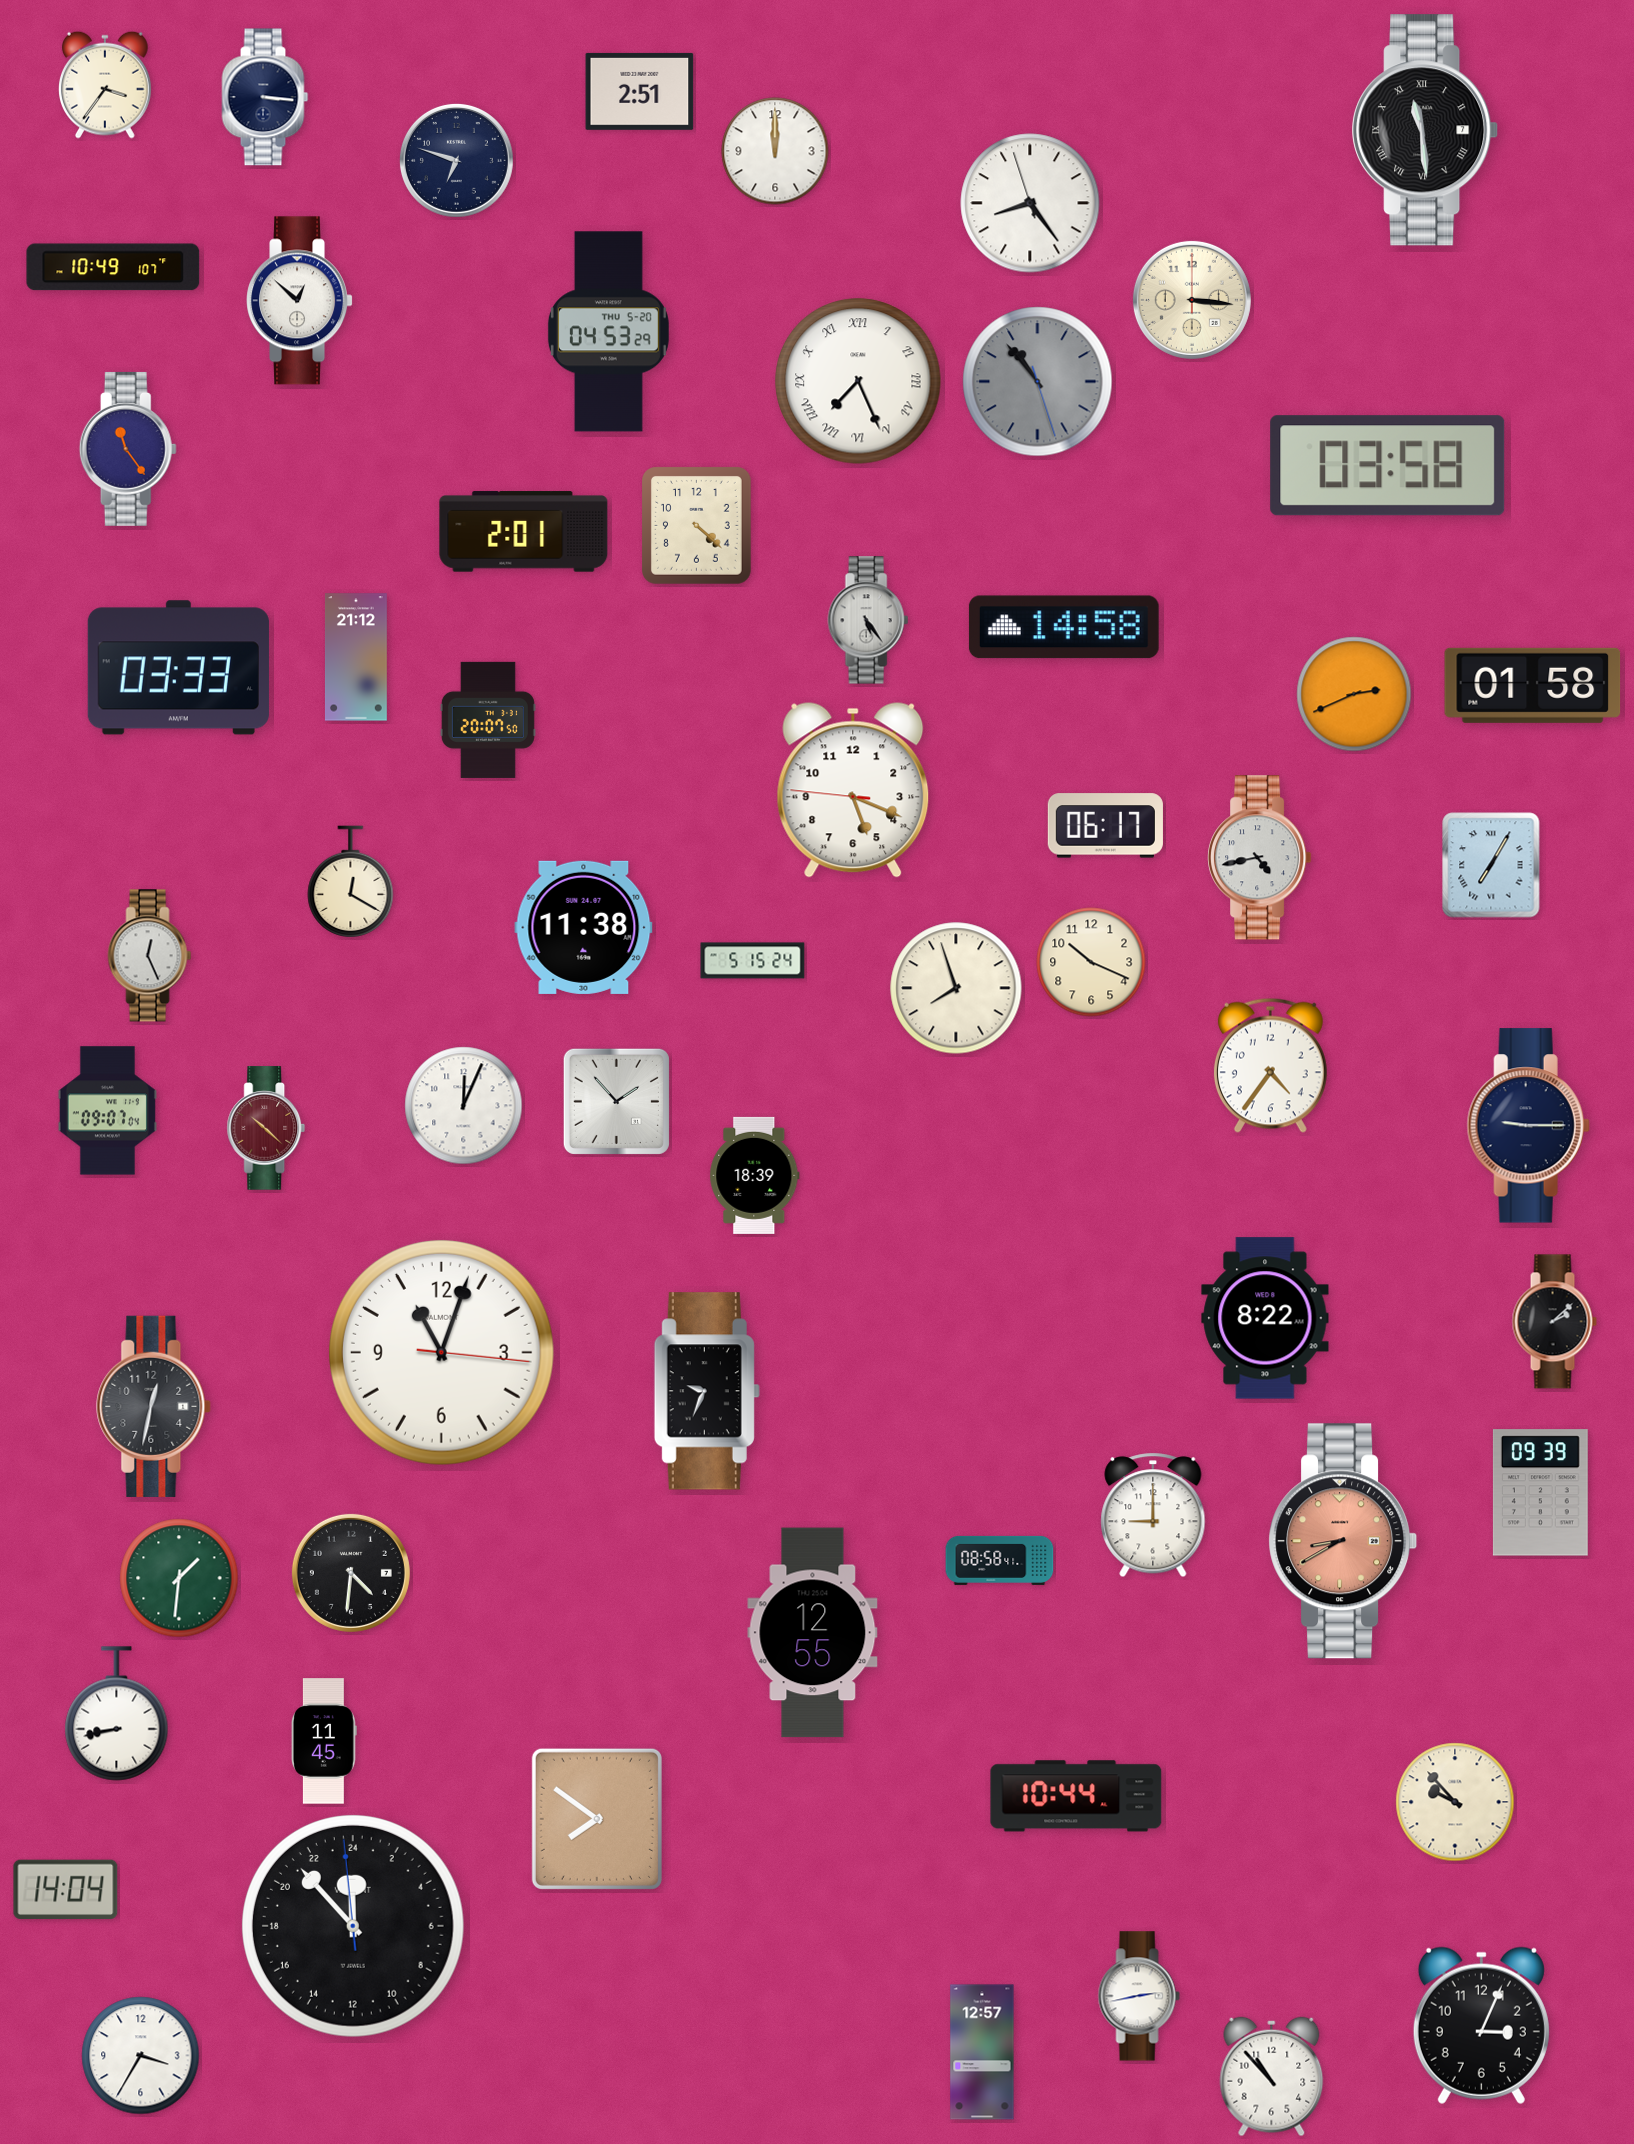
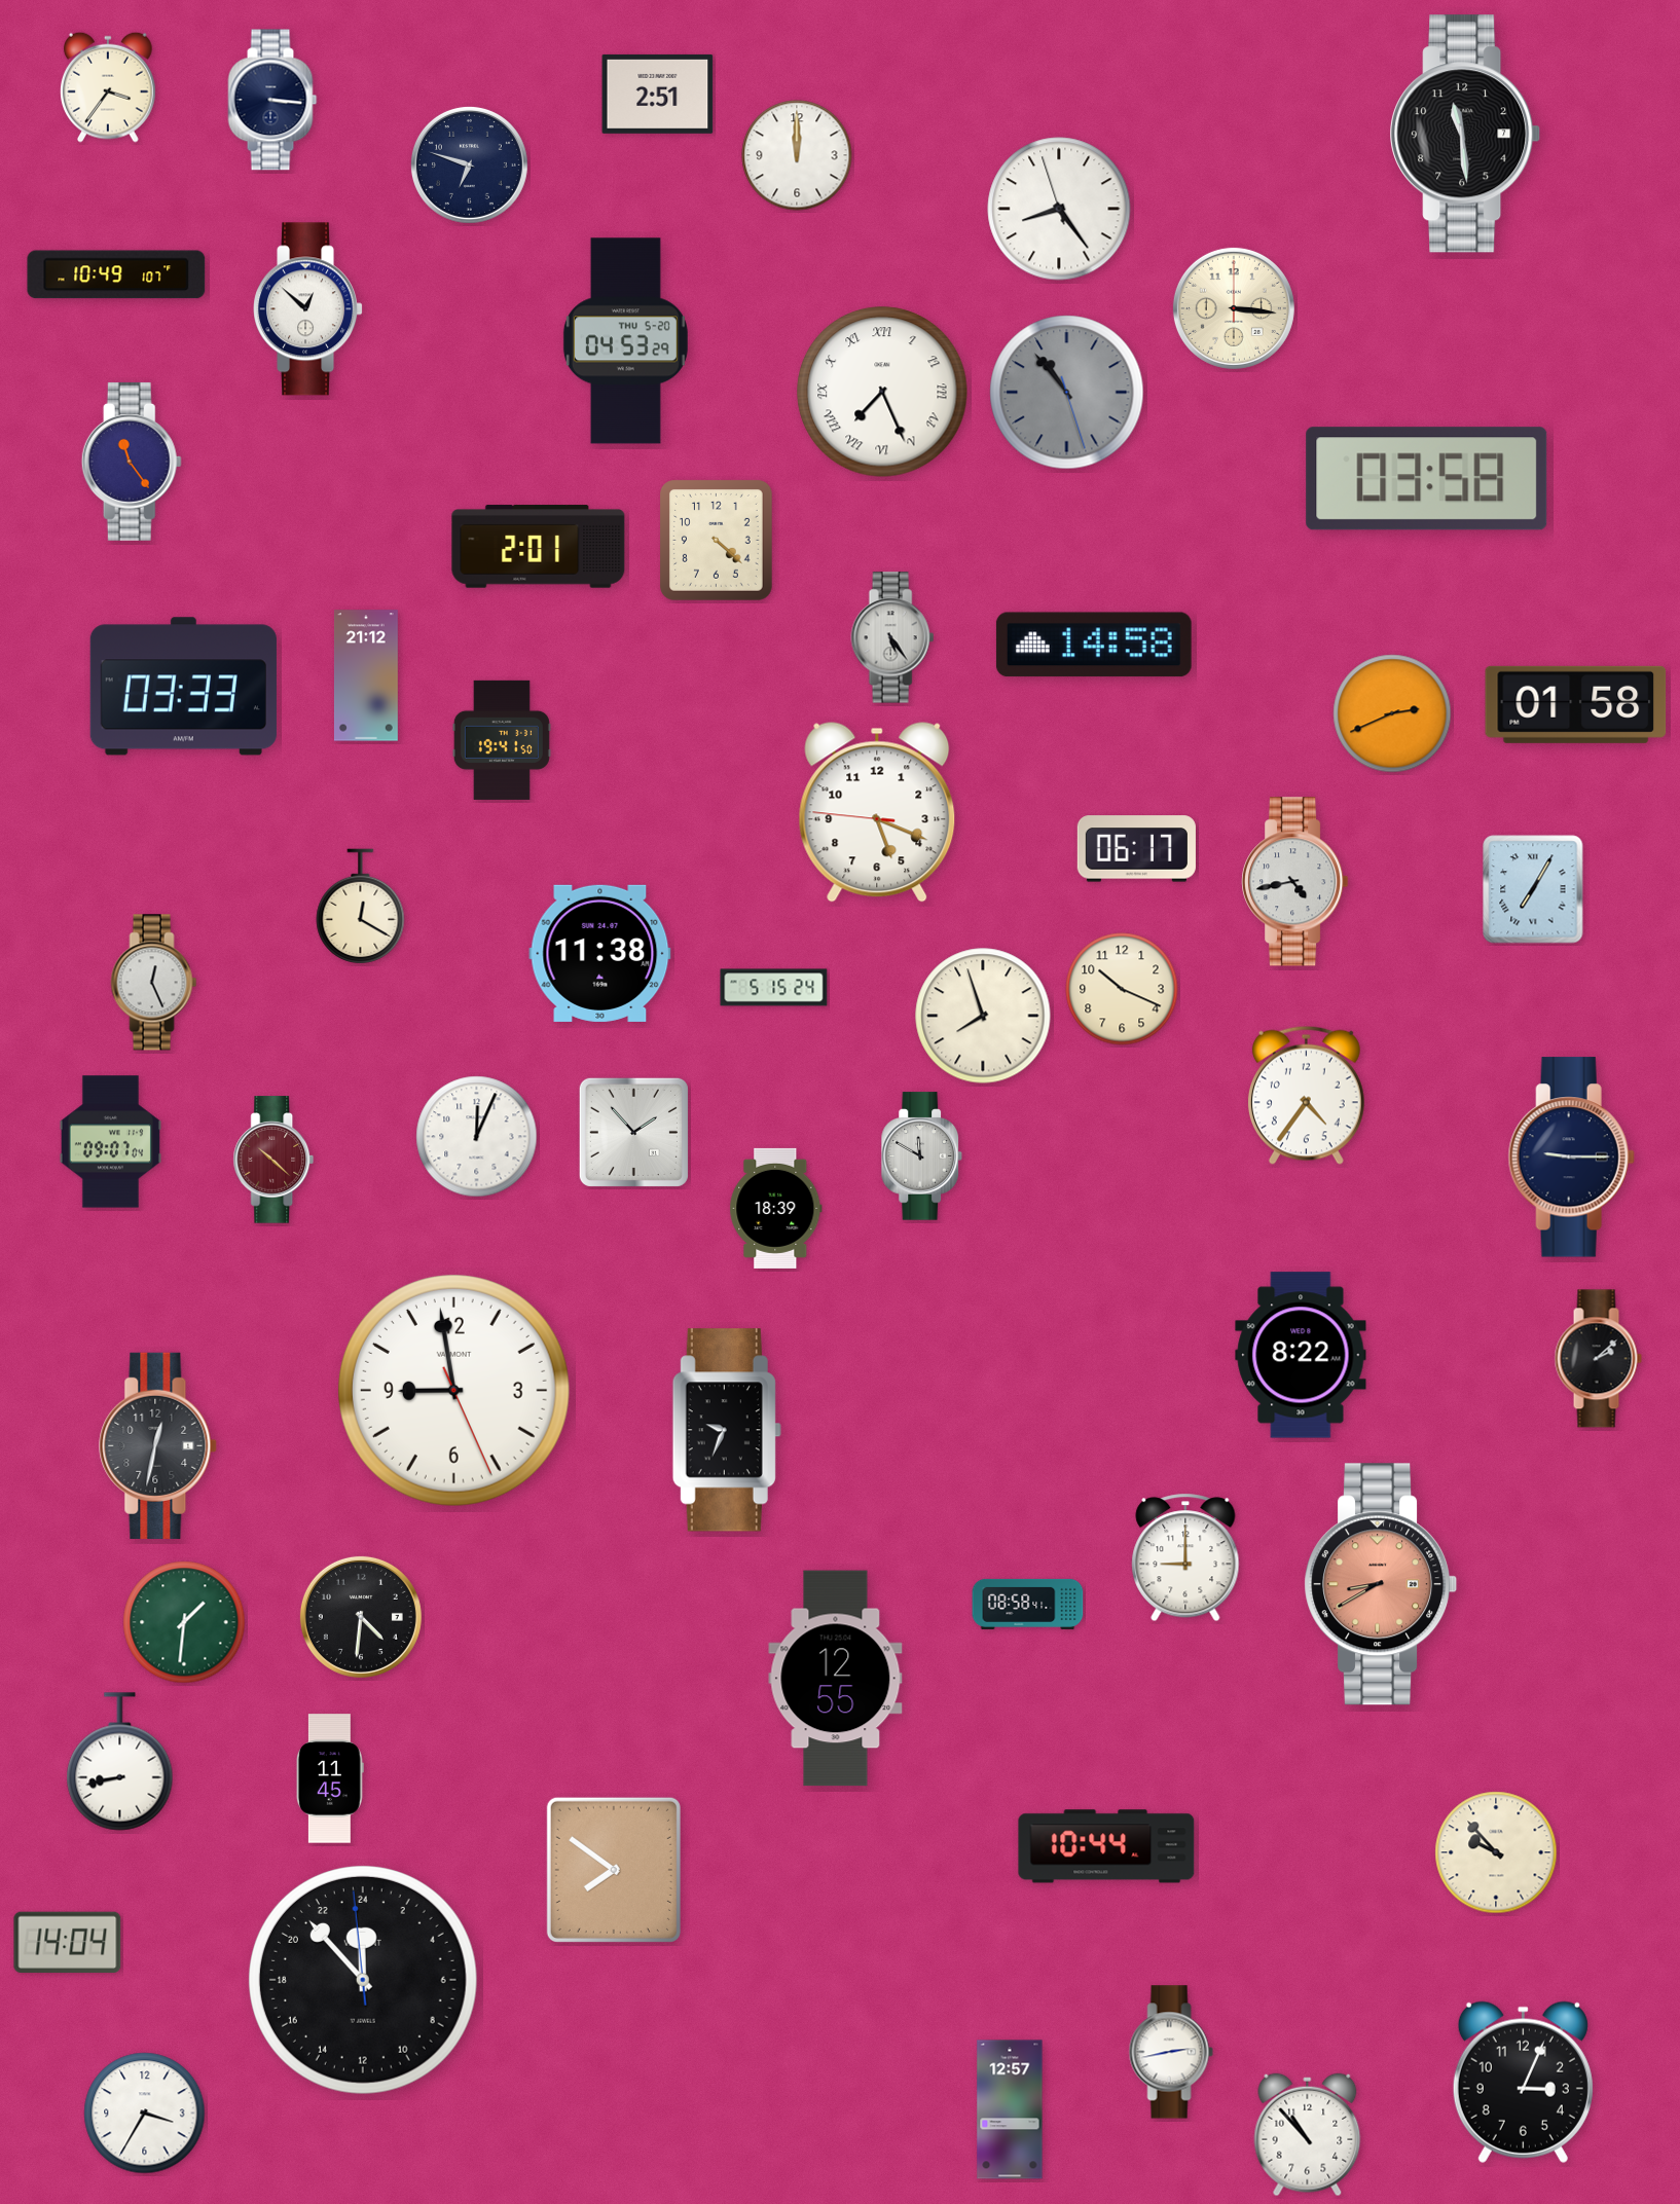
clock at (1426, 130) numerals: Roman -> Arabic
clock at (1192, 300) position: (1192, 300) -> (1234, 308)
clock at (488, 720): 20:07 -> 19:41
clock at (922, 1156): none -> 11:50
clock at (441, 1352): 11:03 -> 8:58
clock at (1540, 1493): 09:39 -> none
clock at (324, 1741) position: (324, 1741) -> (330, 1778)
